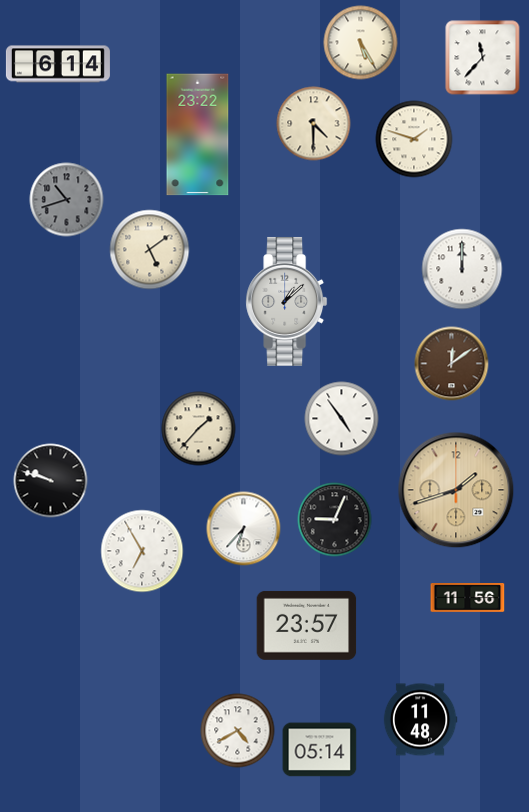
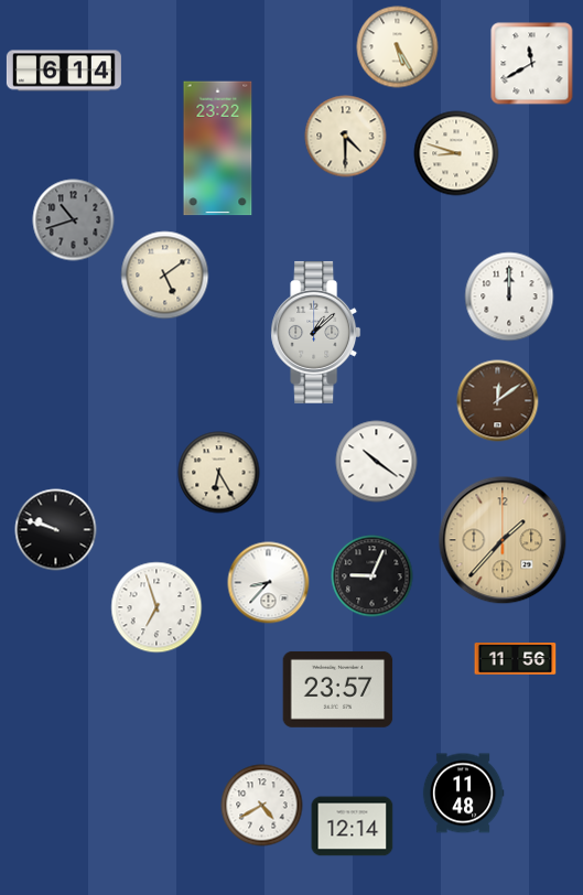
clock at (483, 58): 11:37 -> 11:40
clock at (414, 139): 1:48 -> 8:48
clock at (342, 419): 4:54 -> 10:21
clock at (199, 429): 1:37 -> 6:25
clock at (456, 490): 1:42 -> 1:37
clock at (335, 520) position: (335, 520) -> (373, 576)
clock at (244, 529): 6:37 -> 8:37
clock at (142, 551): 6:55 -> 6:57
clock at (320, 750): 05:14 -> 12:14
